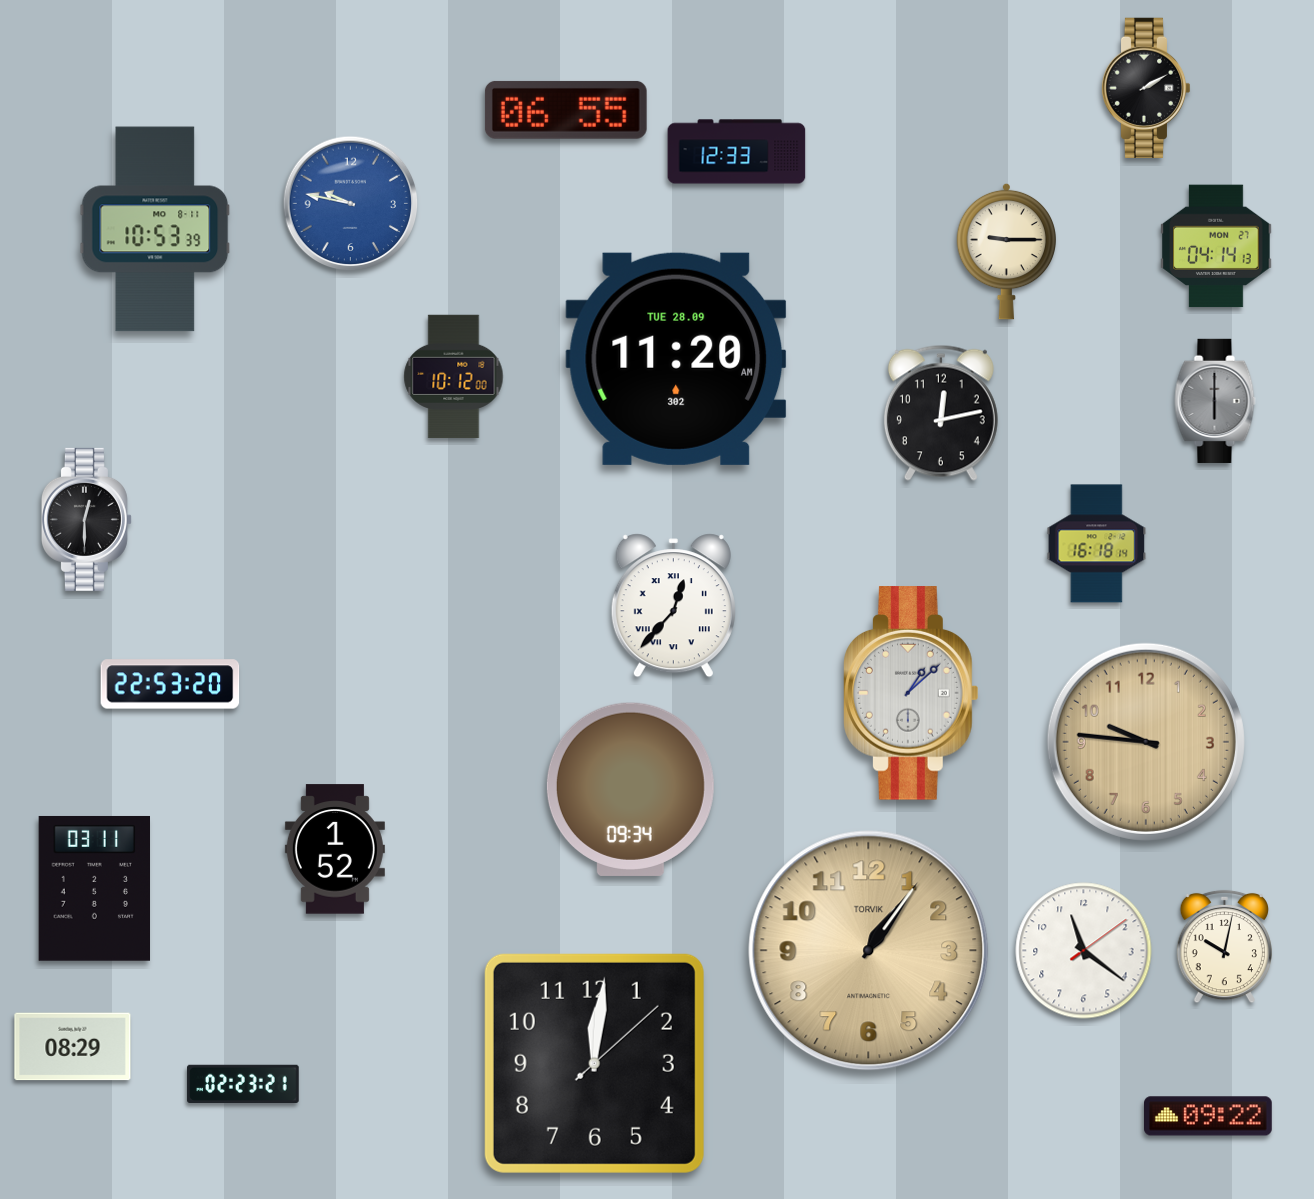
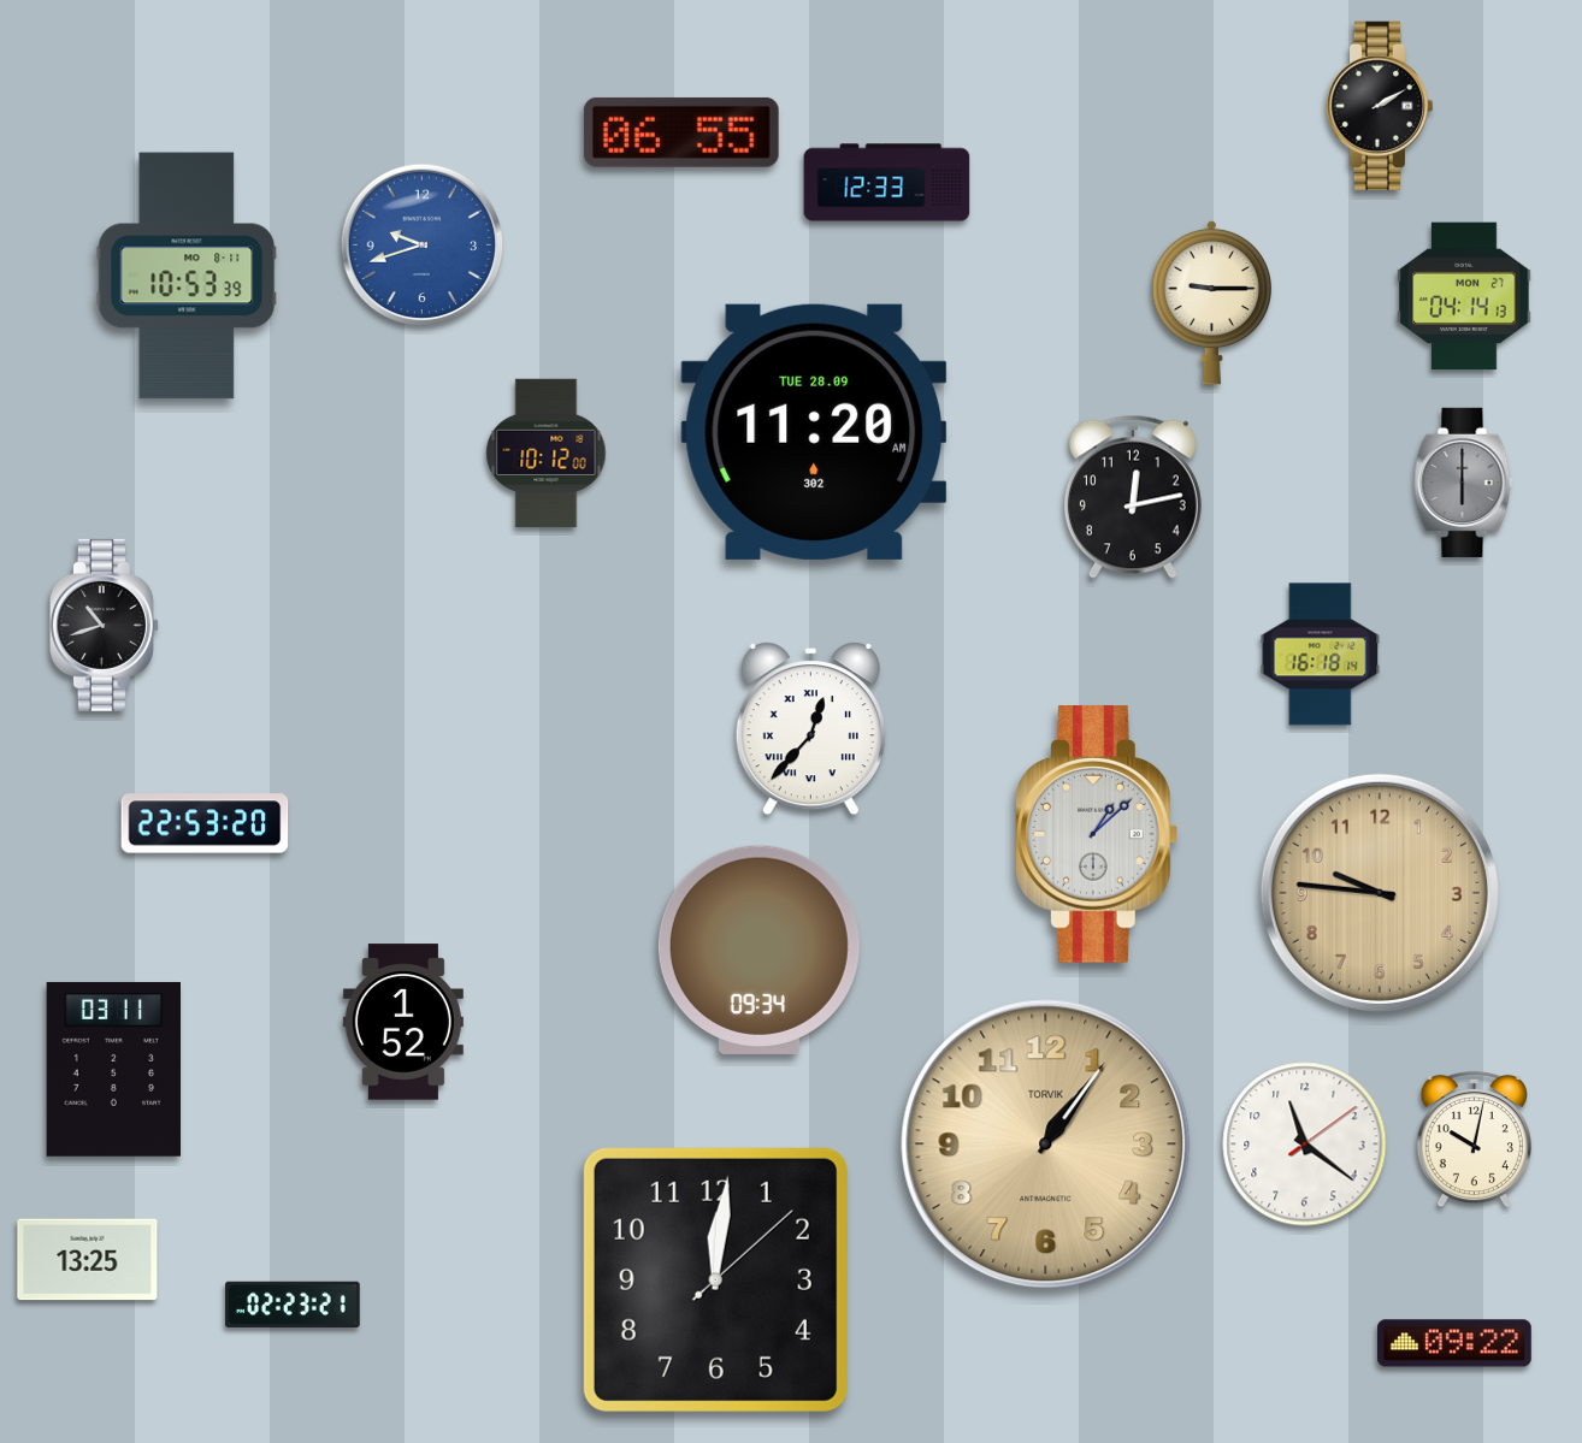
clock at (351, 204): 9:47 -> 9:42
clock at (86, 519): 12:30 -> 10:42
clock at (73, 1047): 08:29 -> 13:25
